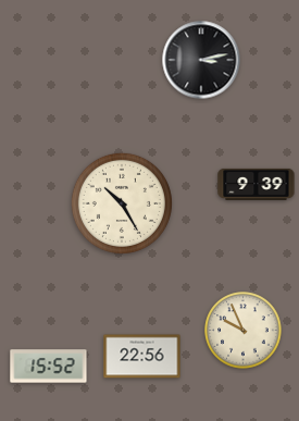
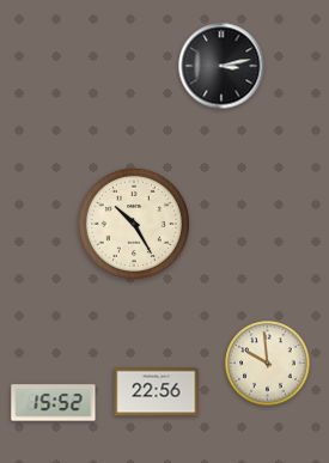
clock at (257, 184): 9:39 -> none
clock at (244, 331): 9:56 -> 9:59
